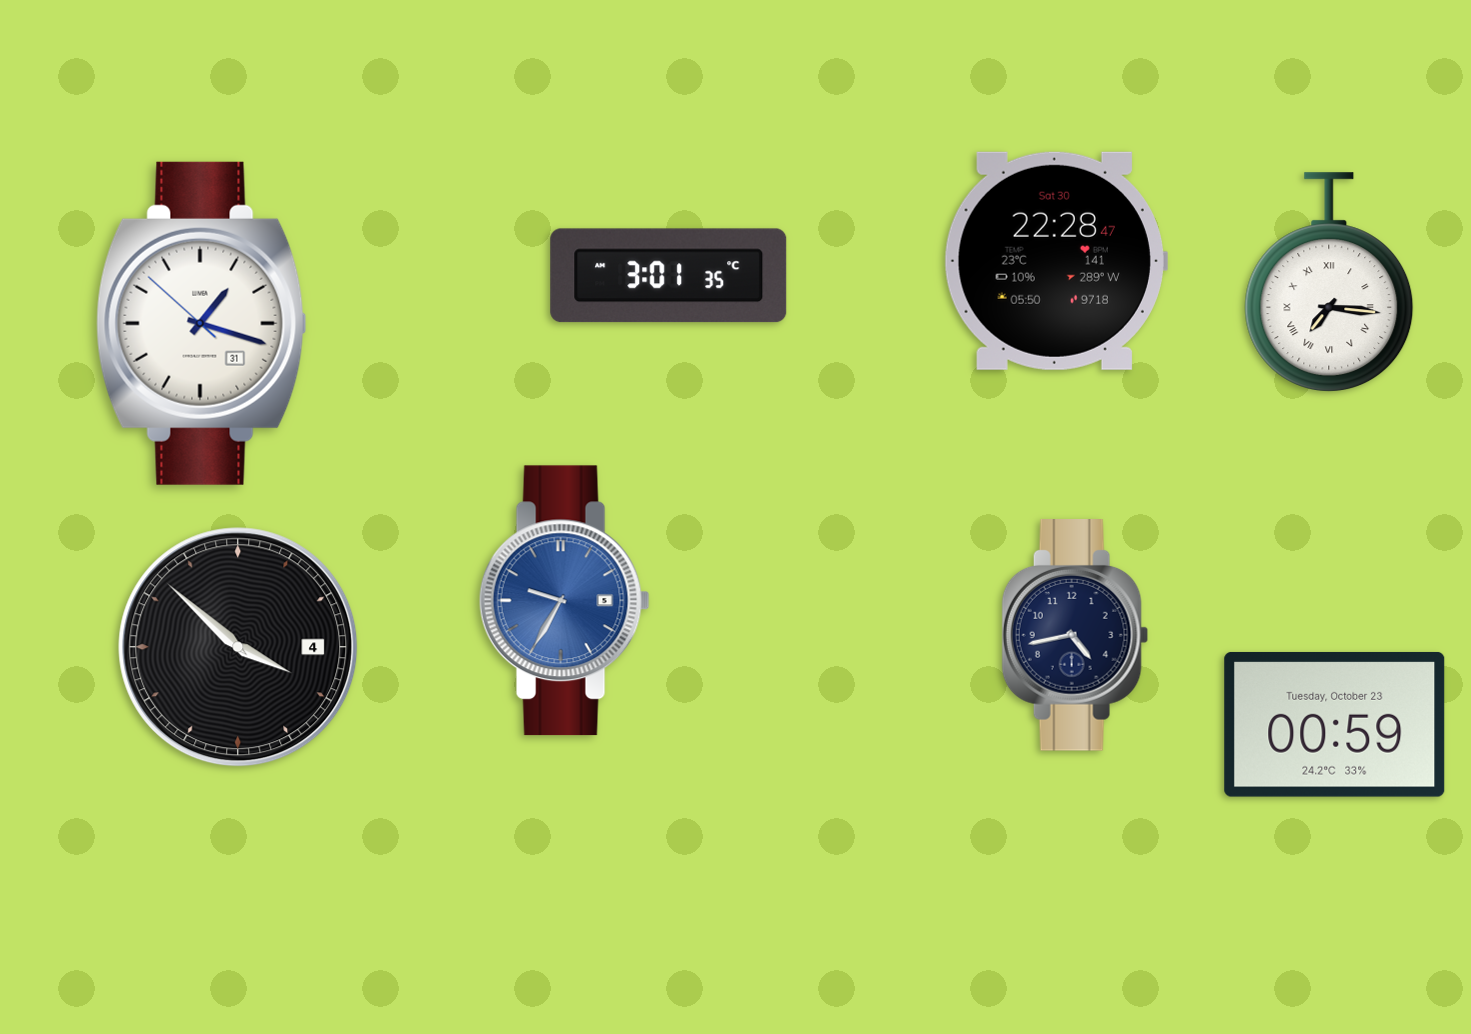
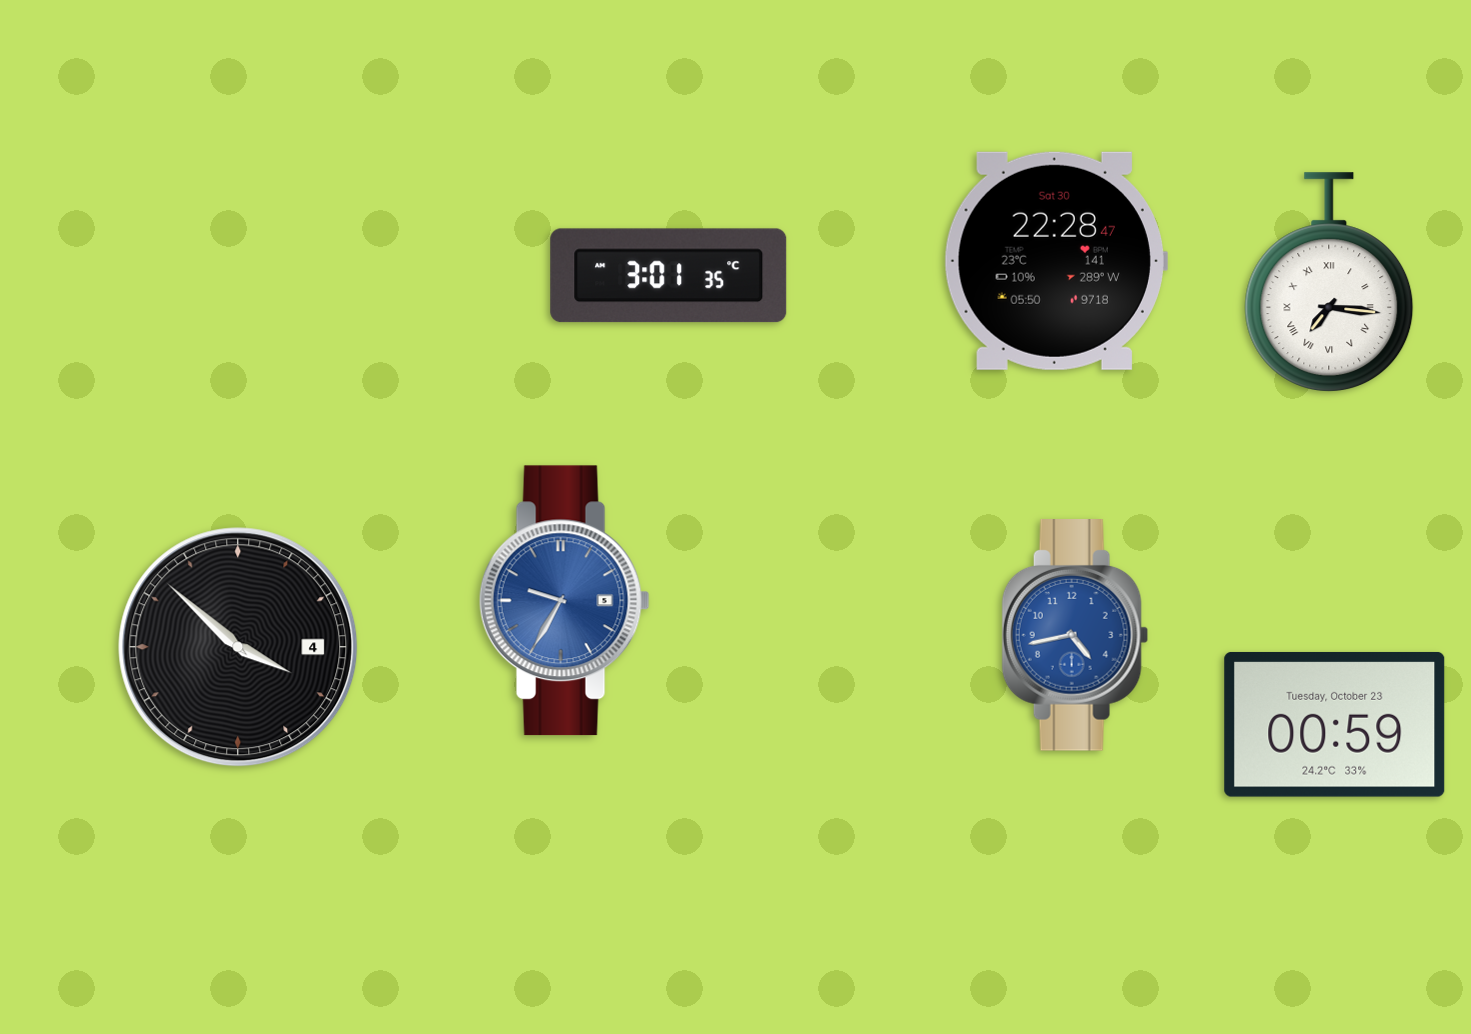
clock at (202, 323): 1:17 -> none
clock at (1075, 636) dial: navy -> blue
